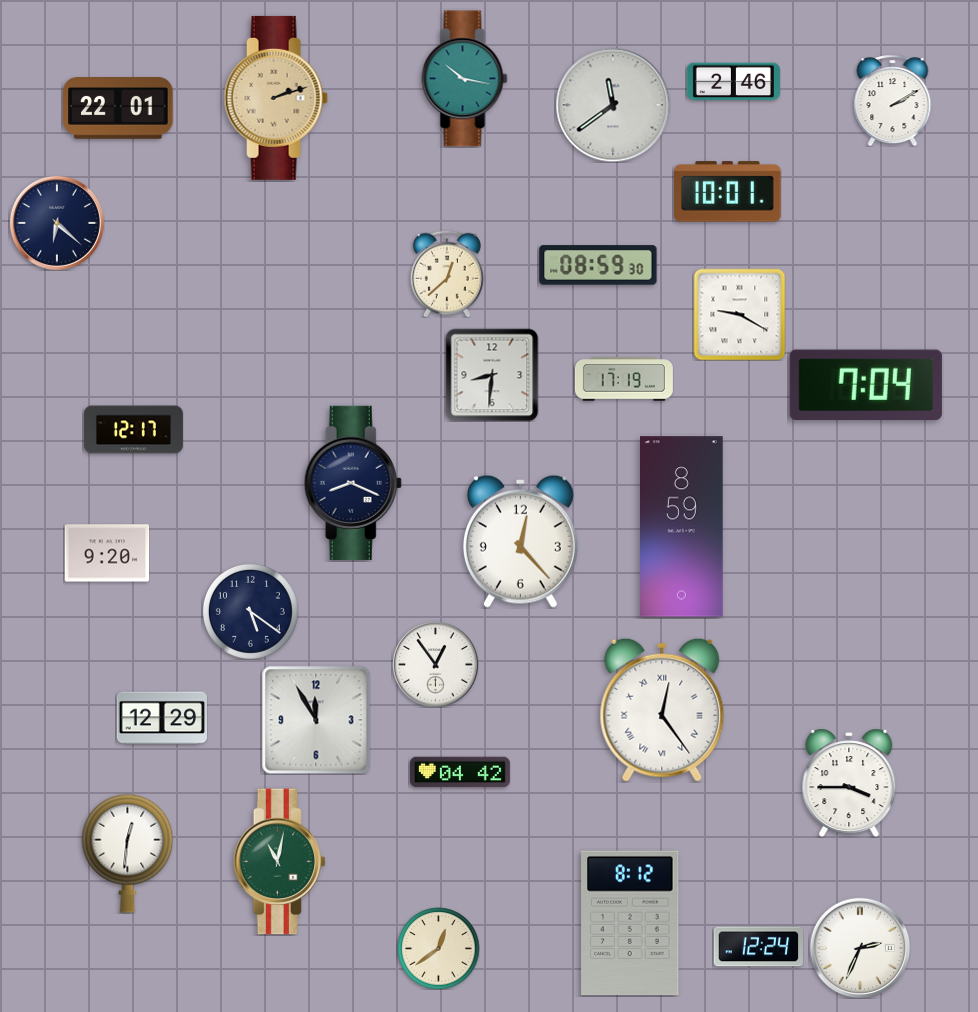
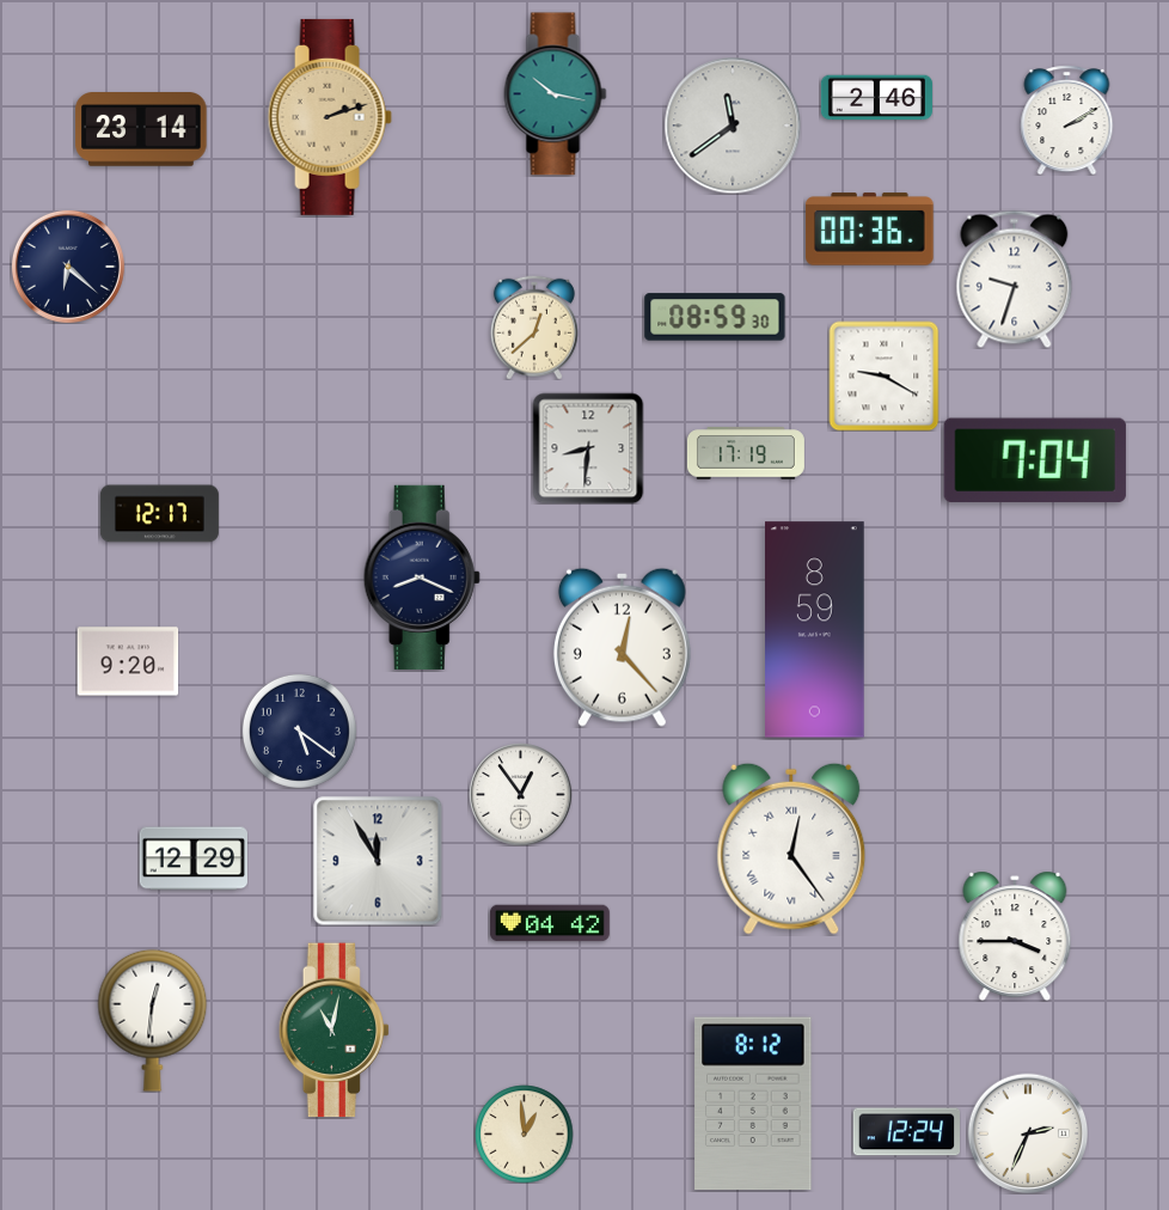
clock at (118, 109): 22:01 -> 23:14
clock at (728, 192): 10:01 -> 00:36
clock at (1015, 279): none -> 9:33
clock at (438, 948): 12:39 -> 12:59
